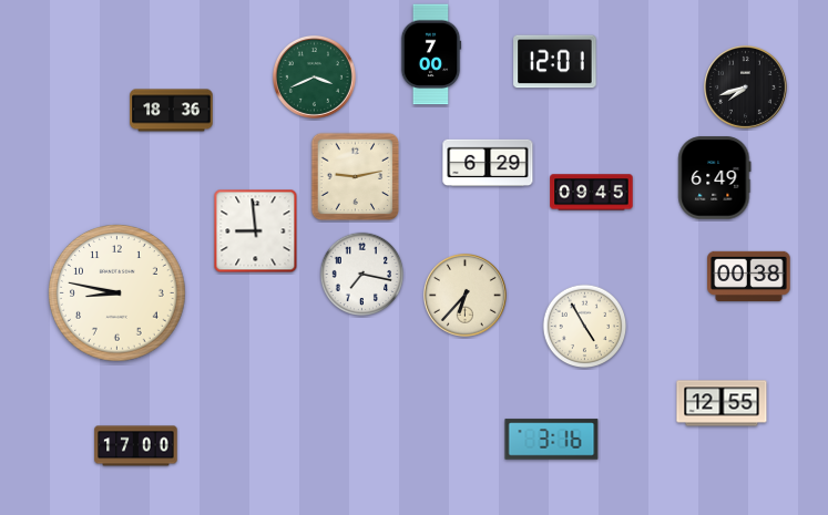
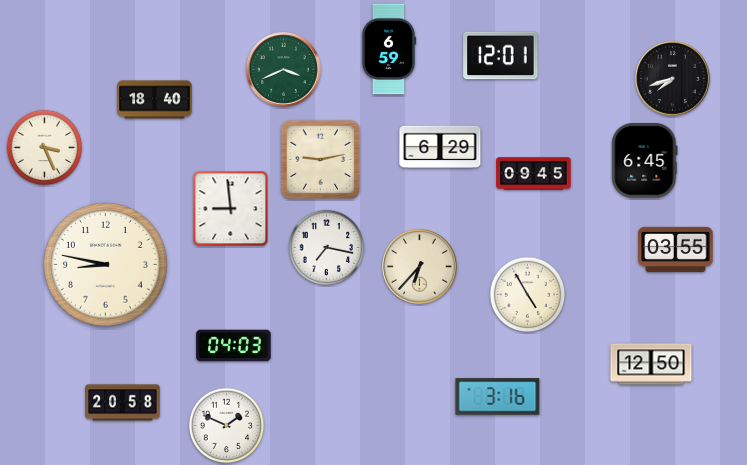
clock at (431, 54): 7:00 -> 6:59
clock at (172, 111): 18:36 -> 18:40
clock at (45, 148): none -> 3:26
clock at (715, 178): 6:49 -> 6:45
clock at (749, 276): 00:38 -> 03:55
clock at (234, 346): none -> 04:03
clock at (722, 403): 12:55 -> 12:50
clock at (136, 446): 17:00 -> 20:58
clock at (227, 426): none -> 1:49
